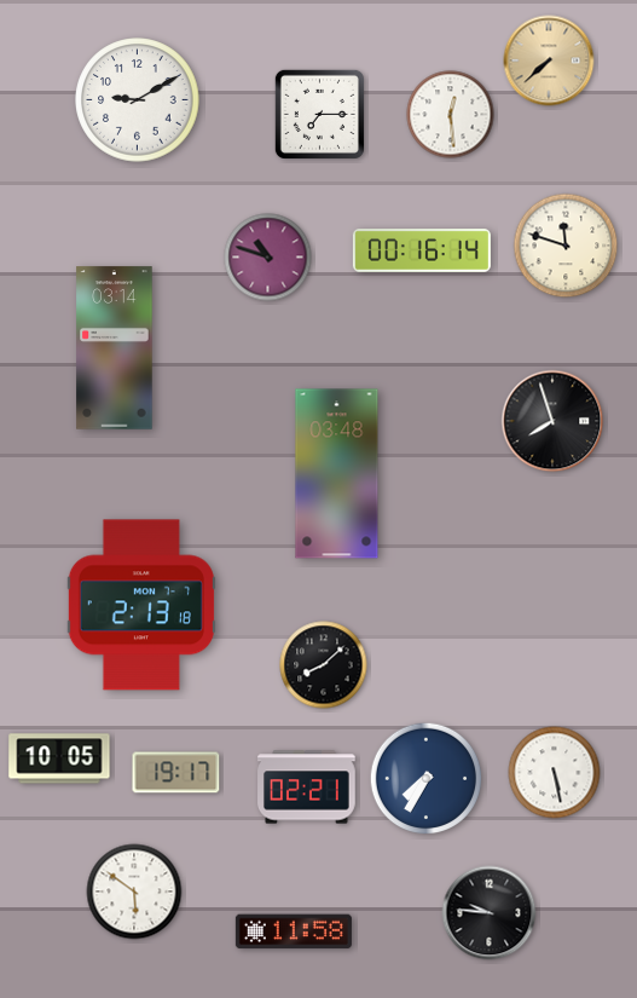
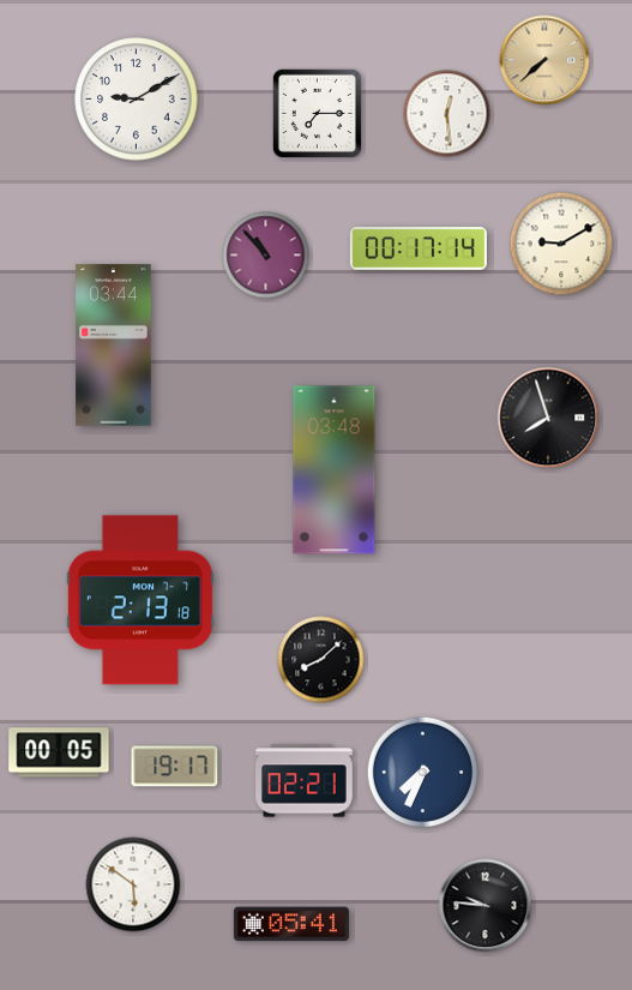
clock at (566, 246): 11:48 -> 9:10
clock at (422, 250): 00:16 -> 00:17
clock at (268, 258): 10:48 -> 10:53
clock at (115, 348): 03:14 -> 03:44
clock at (59, 758): 10:05 -> 00:05
clock at (555, 773): 5:28 -> none
clock at (427, 779): 7:35 -> 7:34
clock at (294, 931): 11:58 -> 05:41
